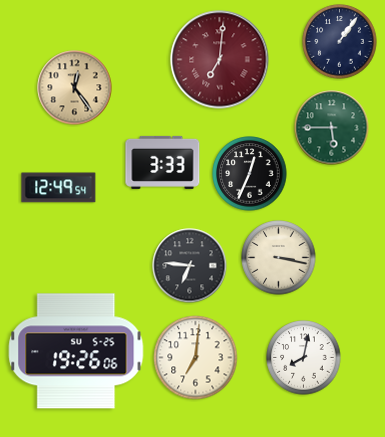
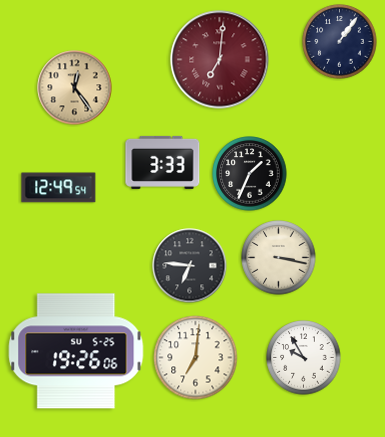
clock at (332, 128): 5:45 -> none
clock at (250, 174): 12:34 -> 1:34
clock at (304, 358): 8:02 -> 9:55
